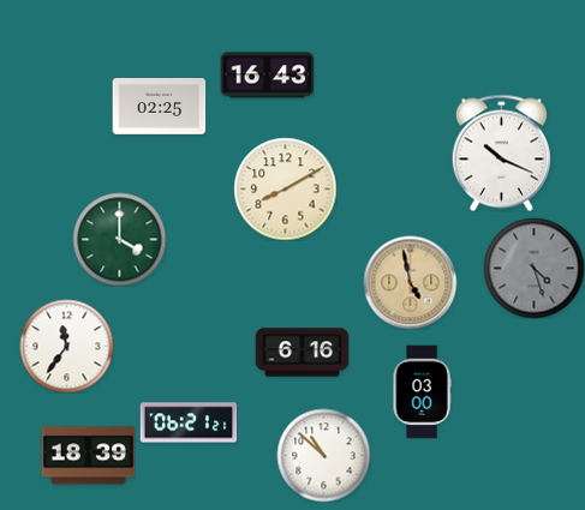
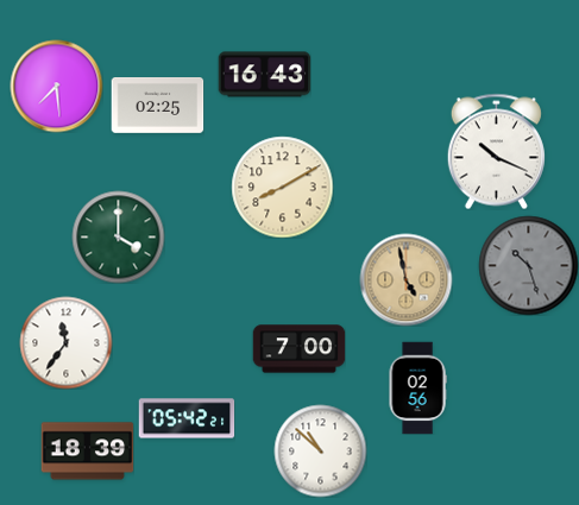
clock at (56, 86): none -> 7:29
clock at (533, 268): 4:27 -> 10:27
clock at (302, 353): 6:16 -> 7:00
clock at (422, 391): 03:00 -> 02:56
clock at (189, 422): 06:21 -> 05:42
